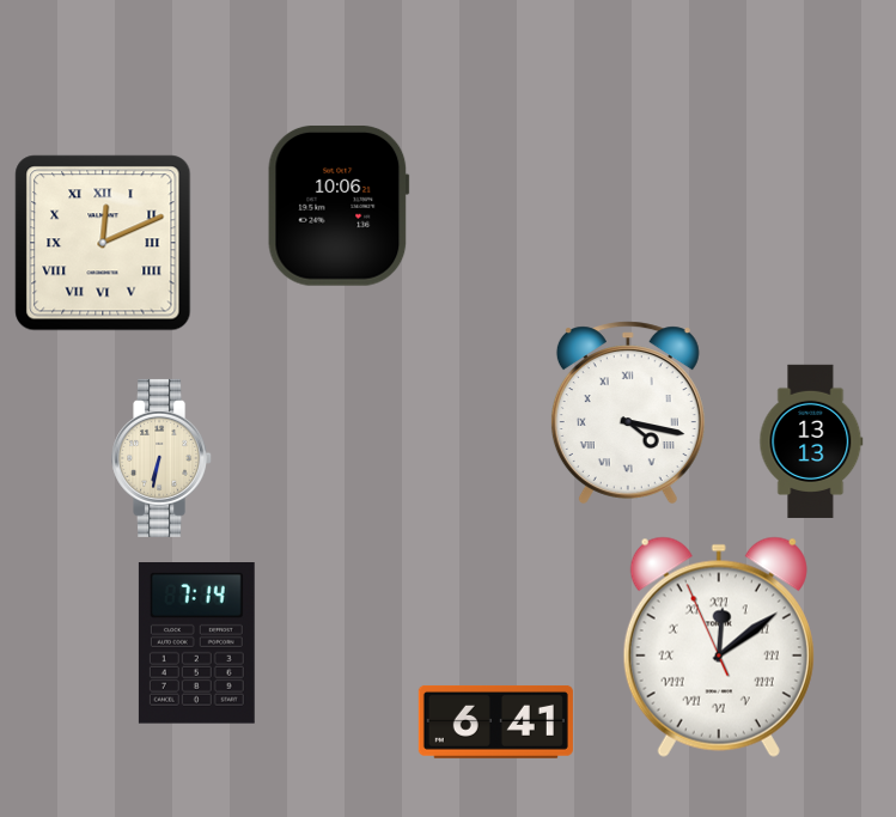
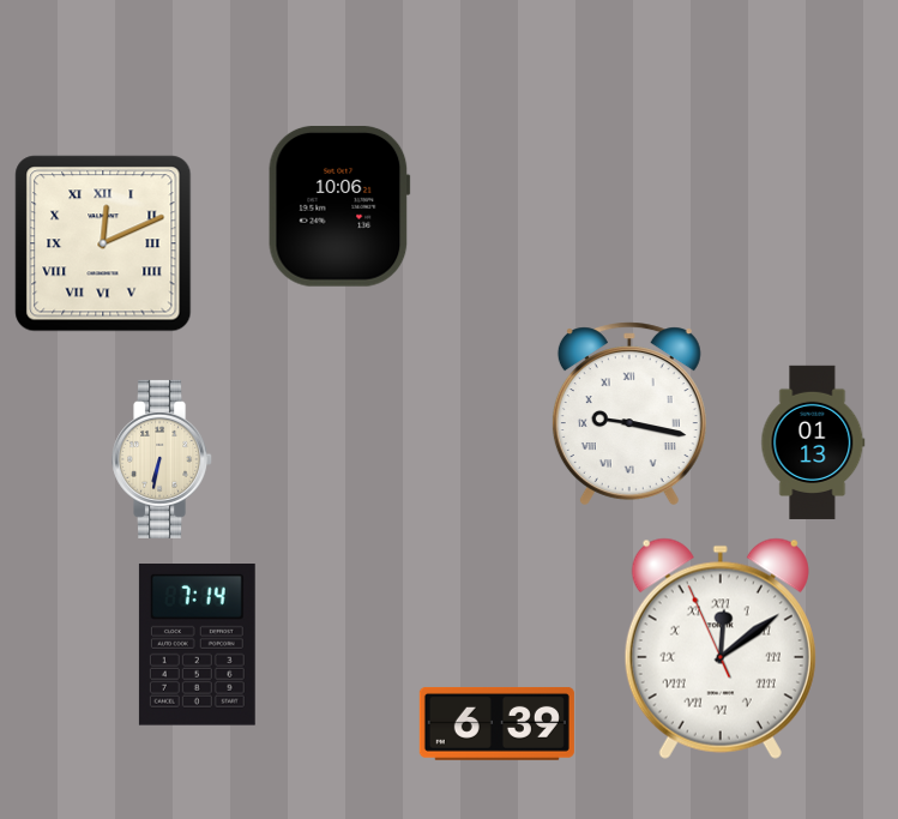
clock at (628, 413): 4:17 -> 9:17
clock at (811, 441): 13:13 -> 01:13
clock at (495, 721): 6:41 -> 6:39
